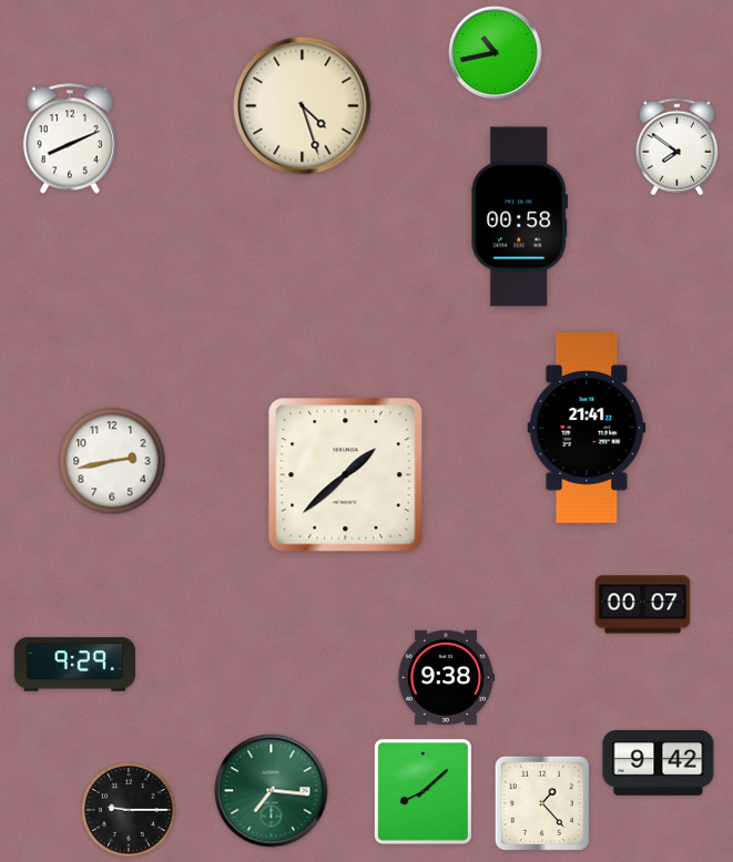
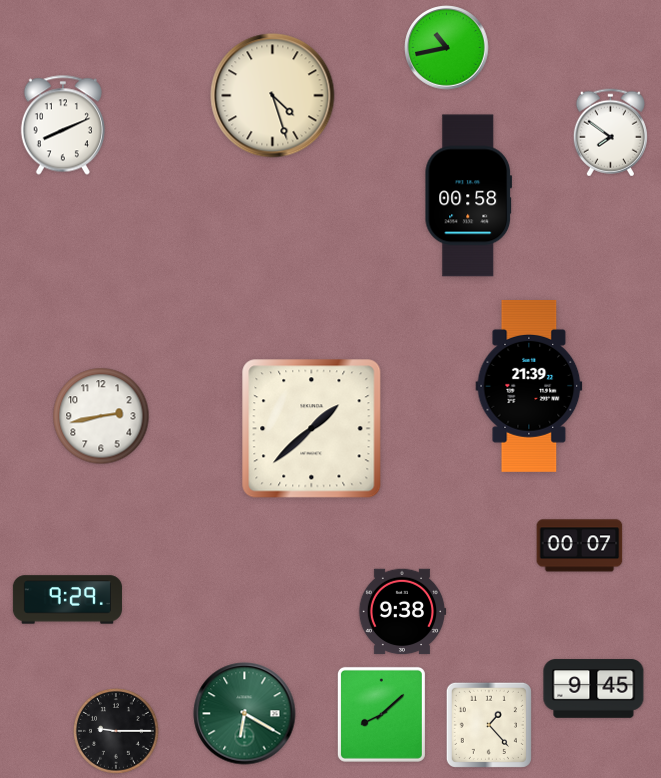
clock at (587, 428): 21:41 -> 21:39
clock at (659, 763): 9:42 -> 9:45
clock at (272, 791): 7:16 -> 6:20
